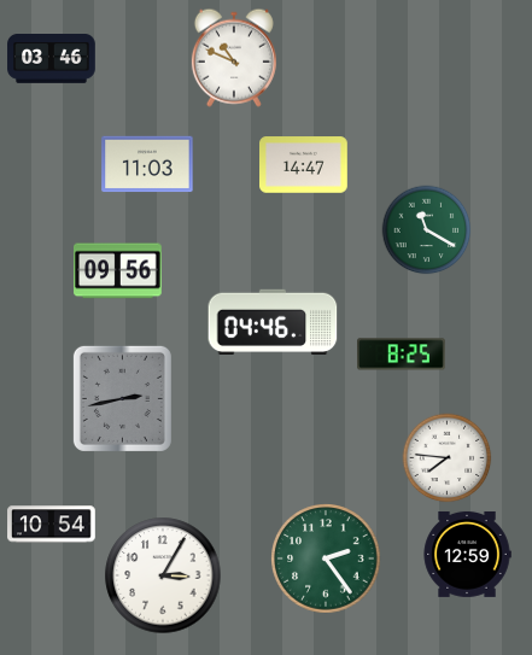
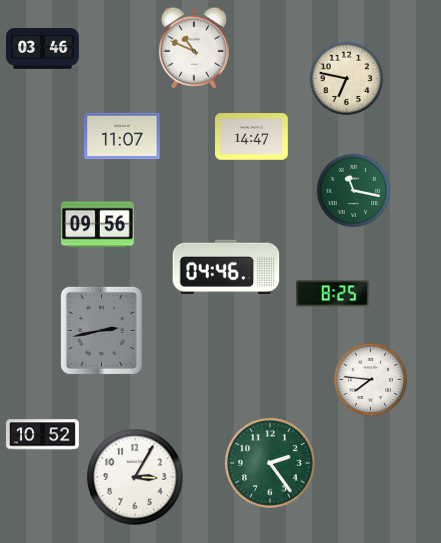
clock at (347, 79): none -> 6:47
clock at (147, 164): 11:03 -> 11:07
clock at (427, 230): 11:20 -> 11:17
clock at (52, 525): 10:54 -> 10:52
clock at (467, 554): 12:59 -> none
